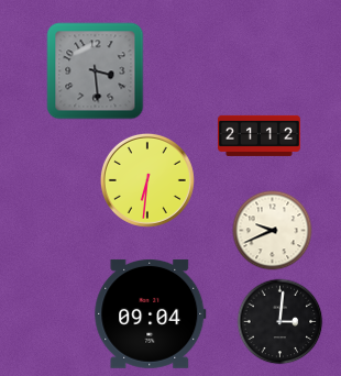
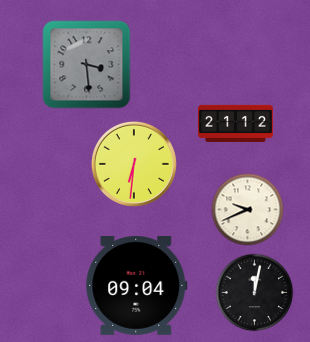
clock at (280, 322): 3:01 -> 12:02
